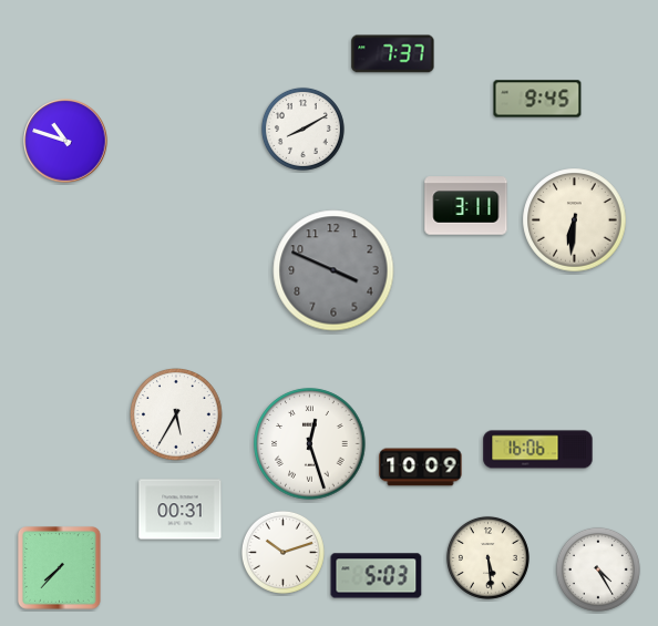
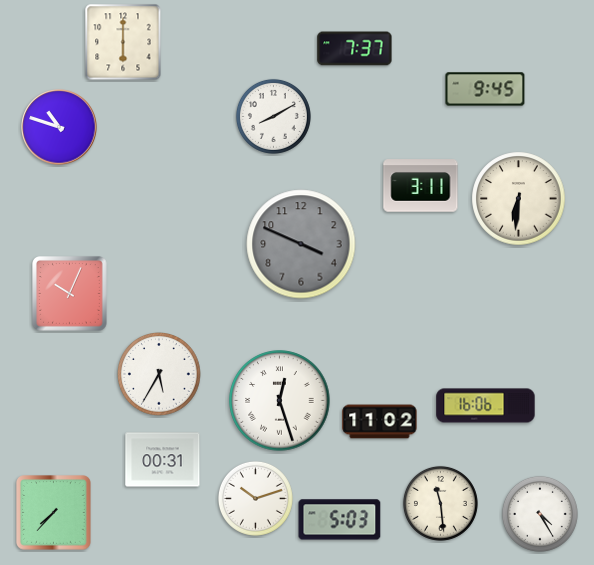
clock at (123, 42): none -> 6:00
clock at (70, 294): none -> 10:04
clock at (421, 468): 10:09 -> 11:02
clock at (487, 557): 5:29 -> 11:29
